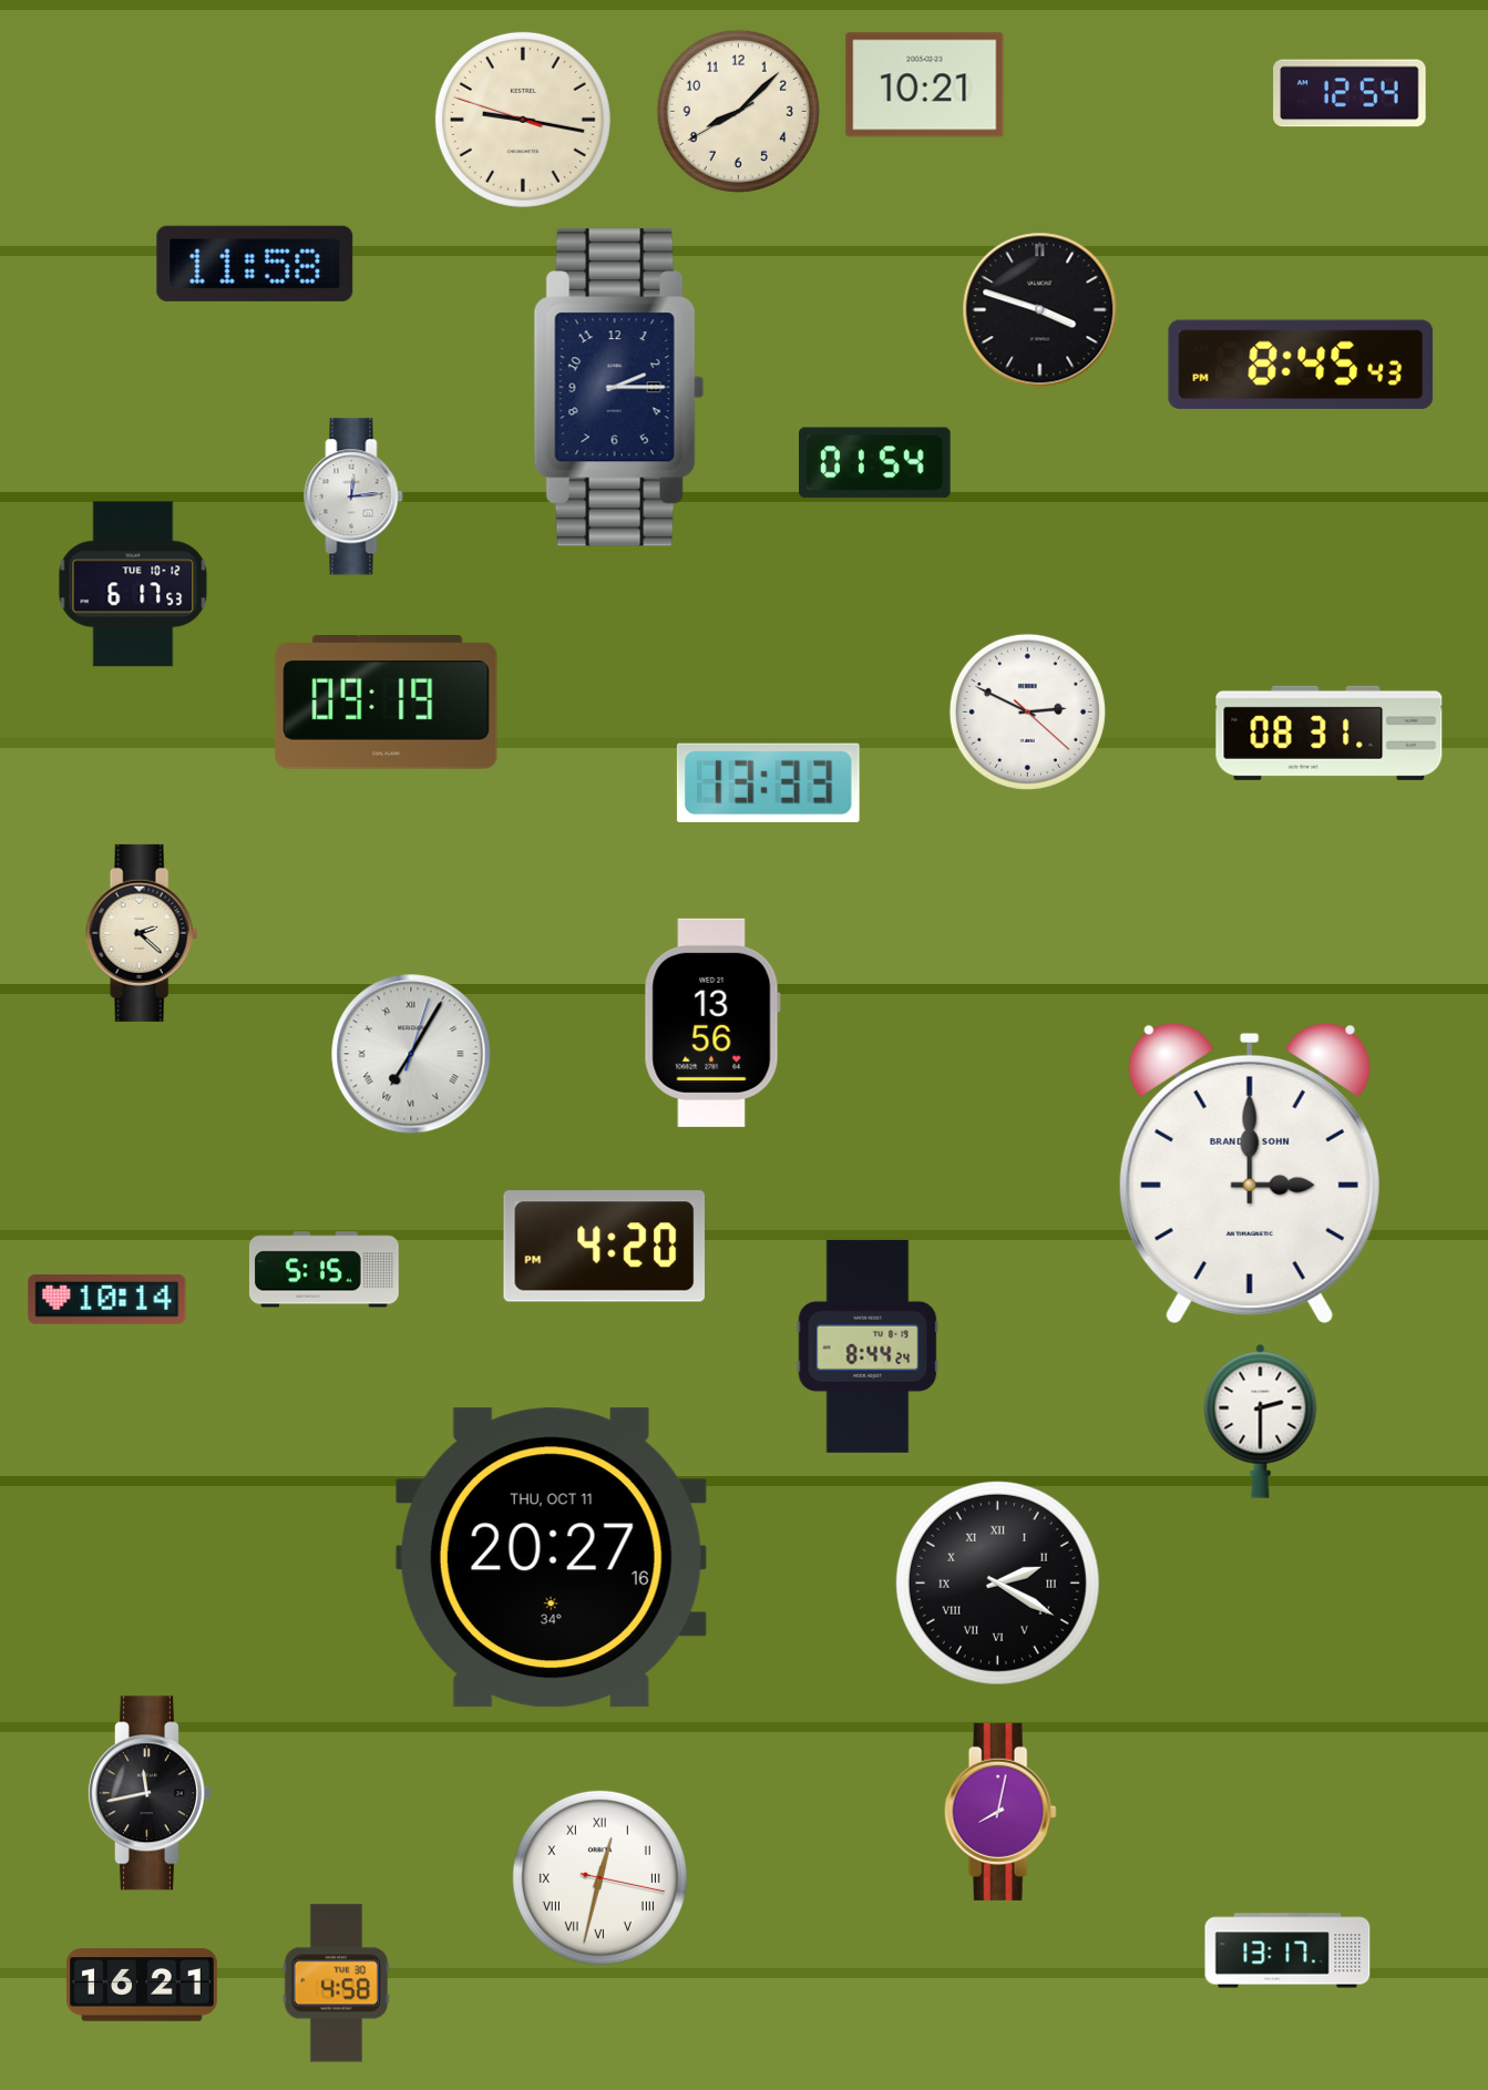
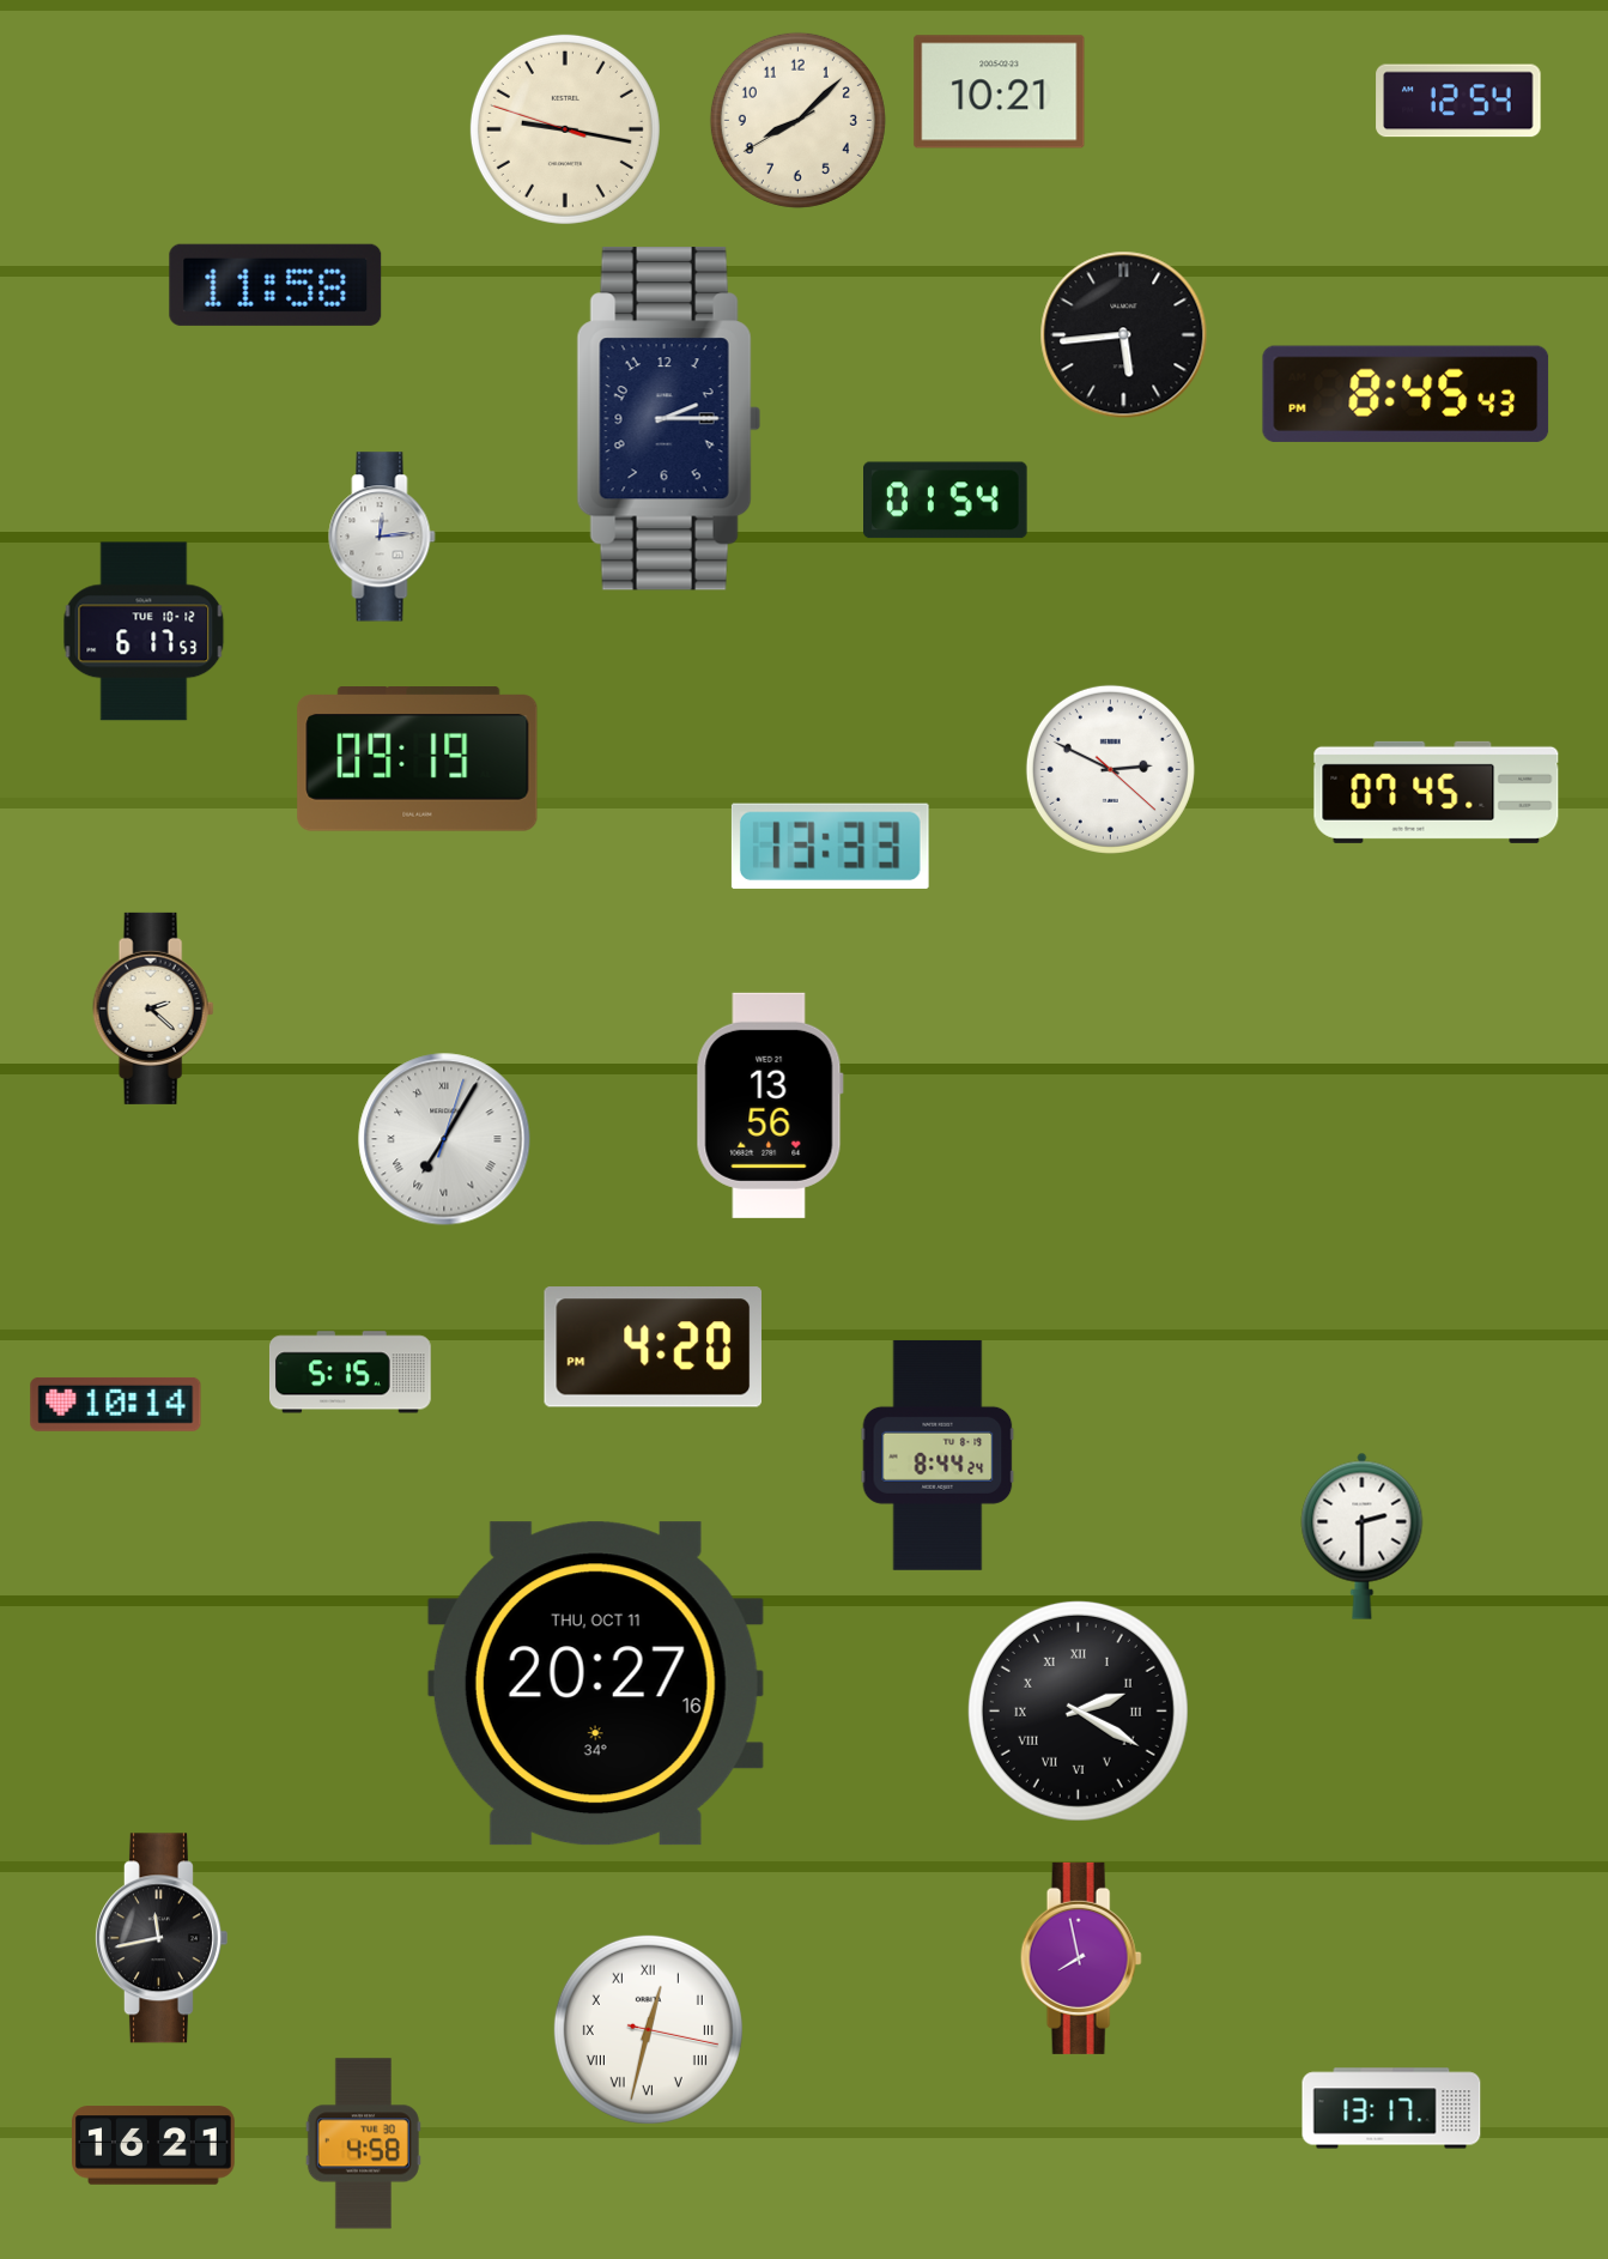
clock at (1040, 310): 3:48 -> 5:44
clock at (1330, 732): 08:31 -> 07:45
clock at (1250, 1172): 3:00 -> none
clock at (1000, 1812): 8:02 -> 7:58
